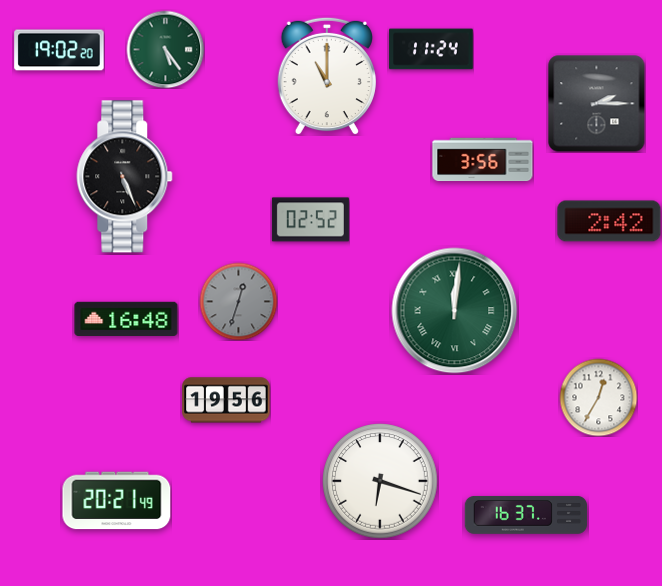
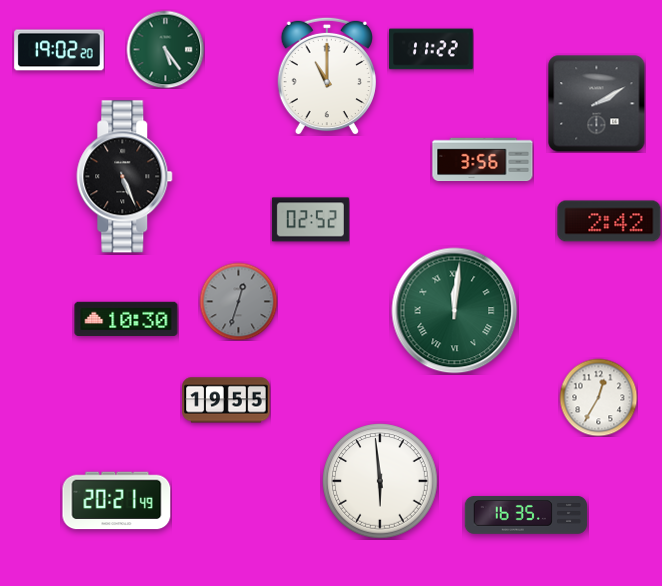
clock at (431, 49): 11:24 -> 11:22
clock at (597, 104): 2:15 -> 2:10
clock at (126, 318): 16:48 -> 10:30
clock at (226, 400): 19:56 -> 19:55
clock at (380, 481): 6:18 -> 5:59
clock at (526, 515): 16:37 -> 16:35
